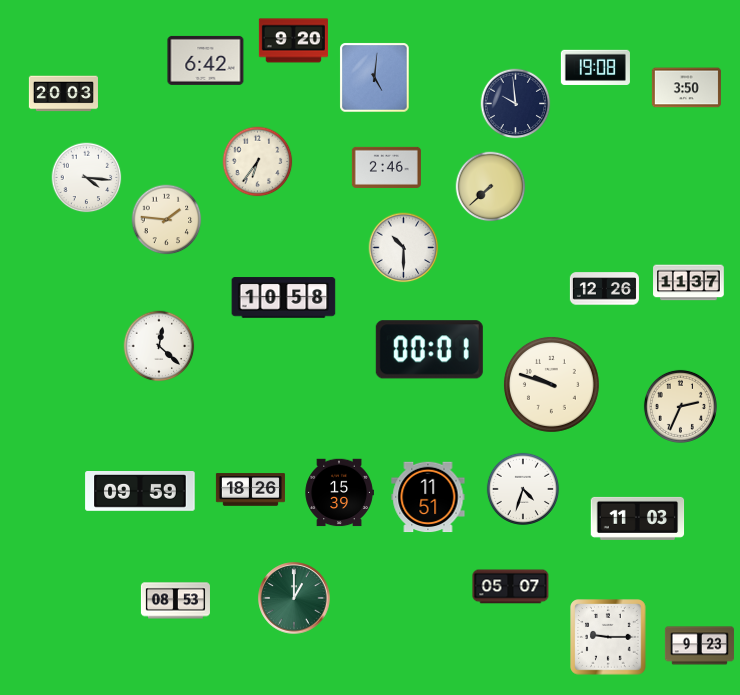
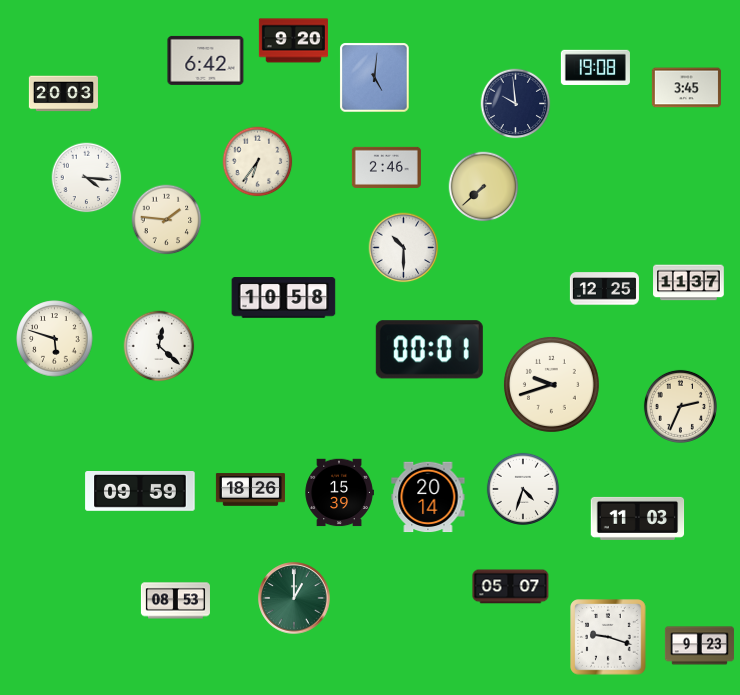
clock at (686, 88): 3:50 -> 3:45
clock at (491, 187) position: (491, 187) -> (484, 187)
clock at (604, 289): 12:26 -> 12:25
clock at (55, 339): none -> 5:48
clock at (551, 384): 9:48 -> 9:42
clock at (428, 497): 11:51 -> 20:14
clock at (608, 637): 9:15 -> 9:18
